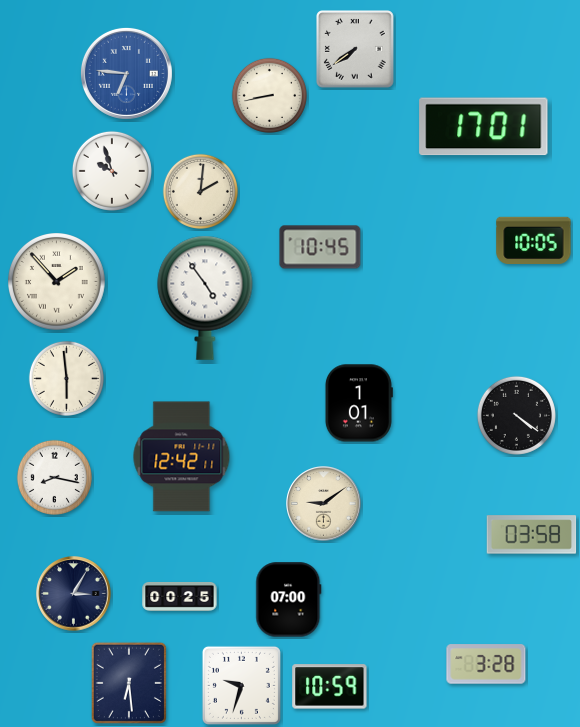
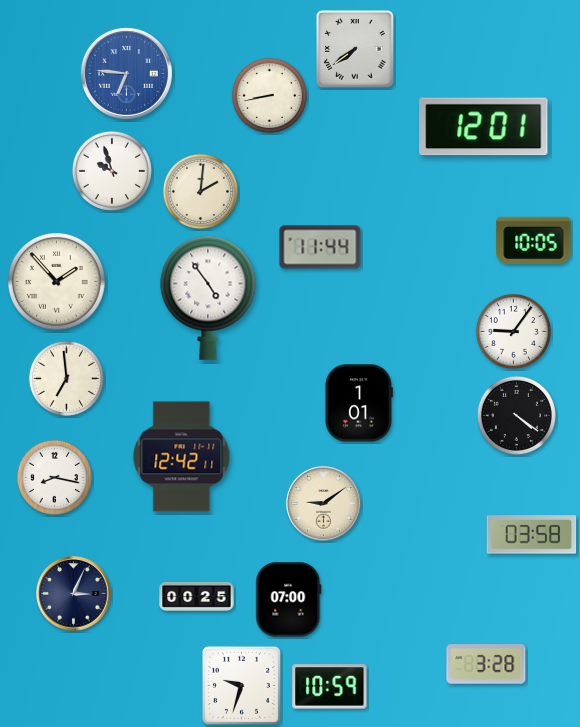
clock at (484, 127): 17:01 -> 12:01
clock at (320, 247): 10:45 -> 11:44
clock at (205, 298) position: (205, 298) -> (208, 298)
clock at (513, 331): none -> 9:06
clock at (66, 378): 5:59 -> 6:59
clock at (74, 594): 3:05 -> 3:04
clock at (180, 597) position: (180, 597) -> (197, 597)
clock at (129, 683): 6:29 -> none
